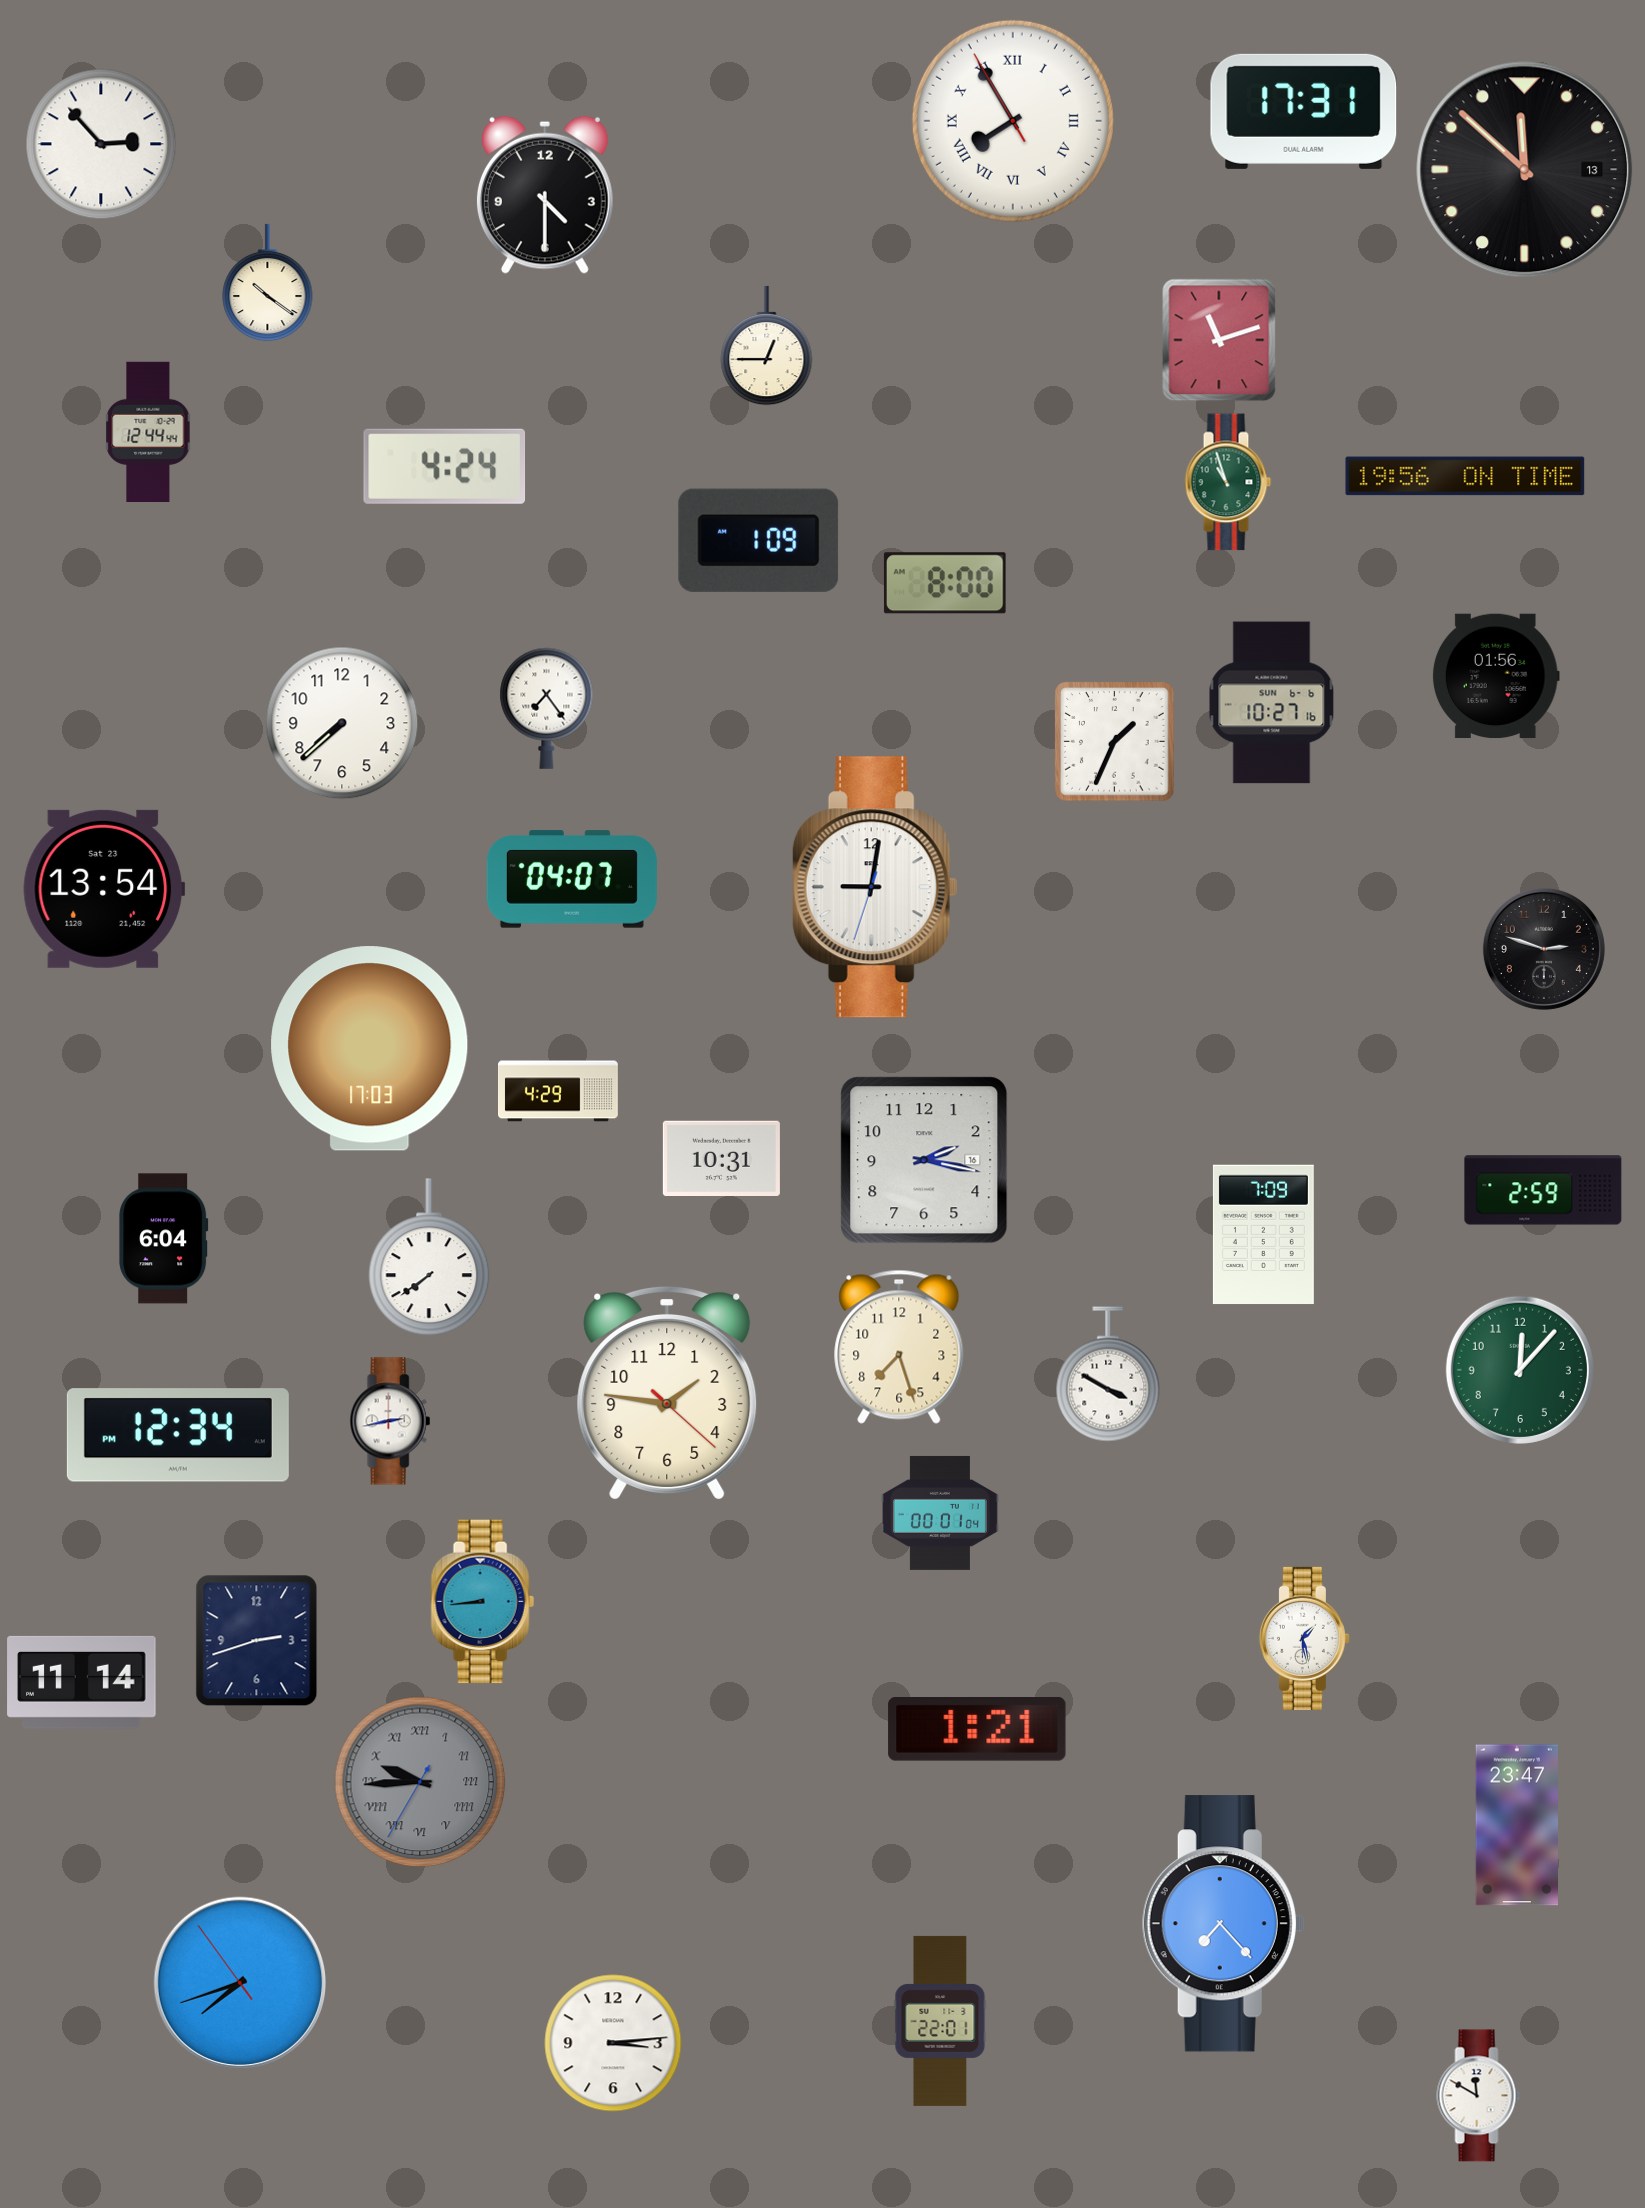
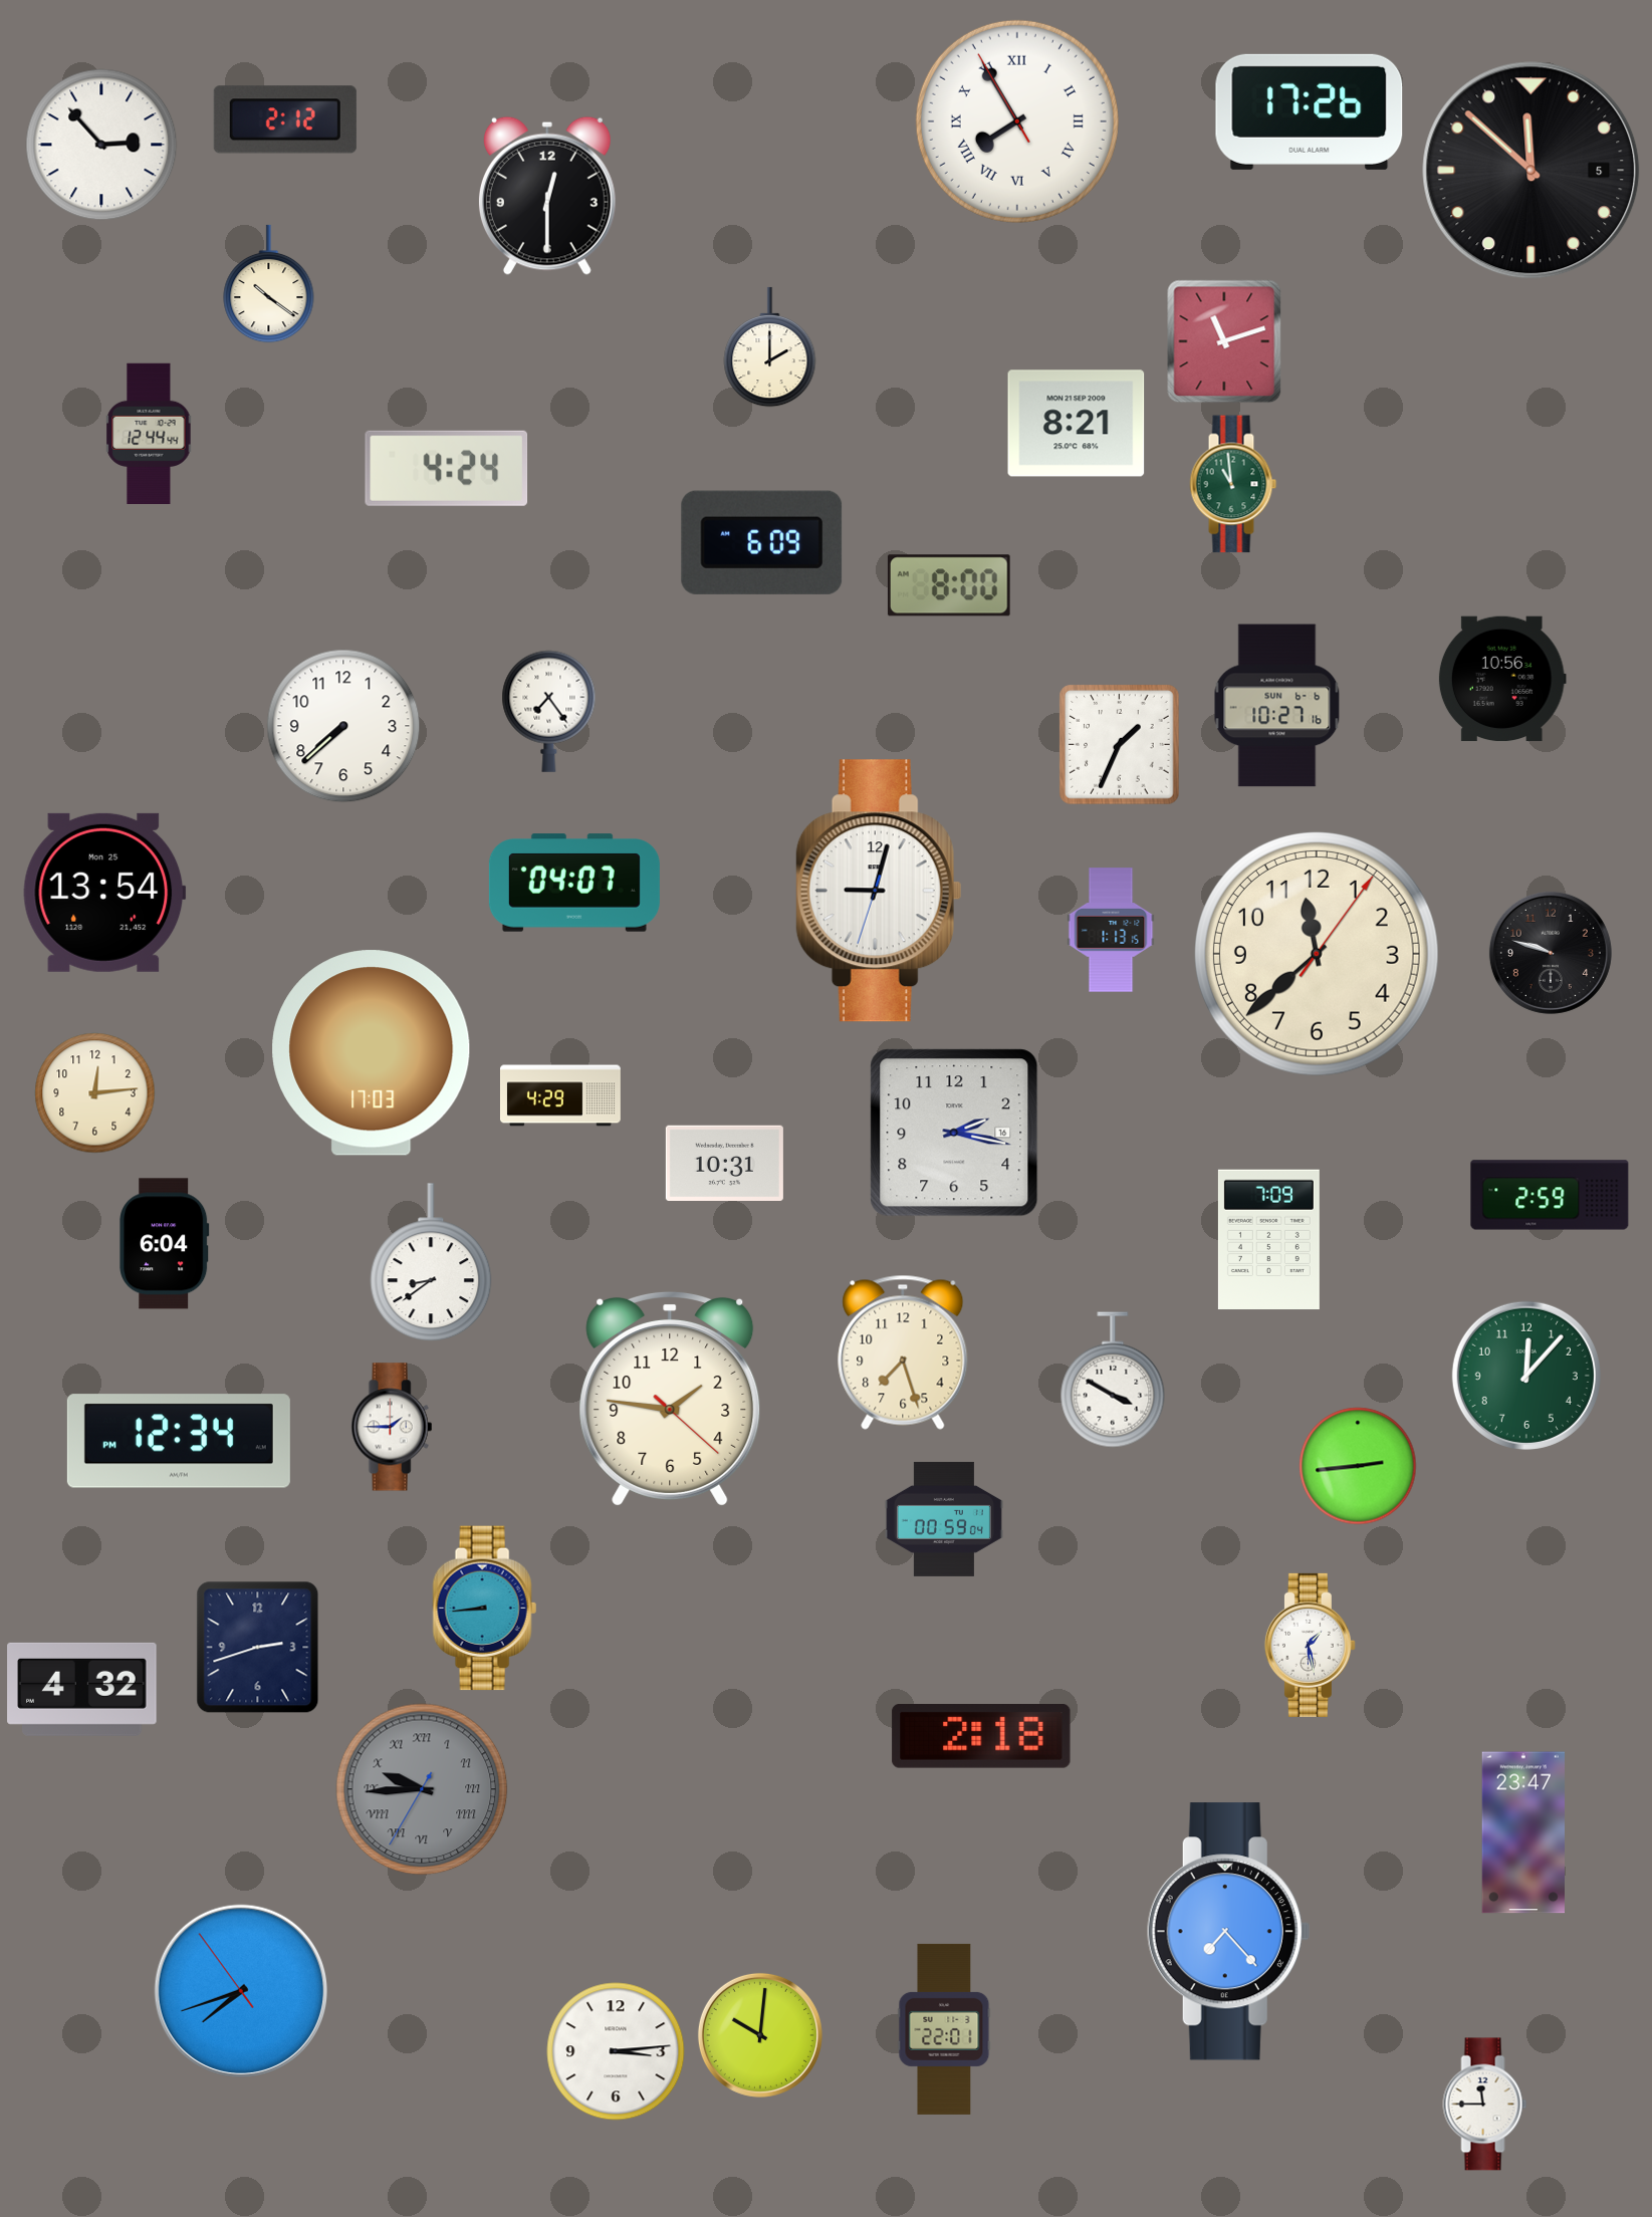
clock at (1304, 111): 17:31 -> 17:26
clock at (285, 119): none -> 2:12
clock at (1525, 170) date: 13 -> 5
clock at (545, 195): 4:30 -> 12:30
clock at (767, 346): 12:45 -> 2:00
clock at (1077, 424): none -> 8:21
clock at (1465, 476): 19:56 -> none
clock at (1228, 482): 10:57 -> 10:59
clock at (759, 540): 1:09 -> 6:09
clock at (1496, 676): 01:56 -> 10:56
clock at (875, 887): 9:01 -> 9:02
clock at (104, 889) date: Sat 23 -> Mon 25
clock at (1111, 930): none -> 1:13
clock at (1544, 949): 2:48 -> 9:48
clock at (1317, 954): none -> 11:38
clock at (95, 1093): none -> 12:14
clock at (924, 1160) position: (924, 1160) -> (954, 1133)
clock at (429, 1258): 7:39 -> 8:39
clock at (390, 1421): 2:43 -> 1:45
clock at (1358, 1466): none -> 2:44
clock at (940, 1513): 00:01 -> 00:59
clock at (82, 1682): 11:14 -> 4:32
clock at (977, 1730): 1:21 -> 2:18
clock at (760, 2035): none -> 10:01
clock at (1479, 2096): 11:50 -> 11:45
